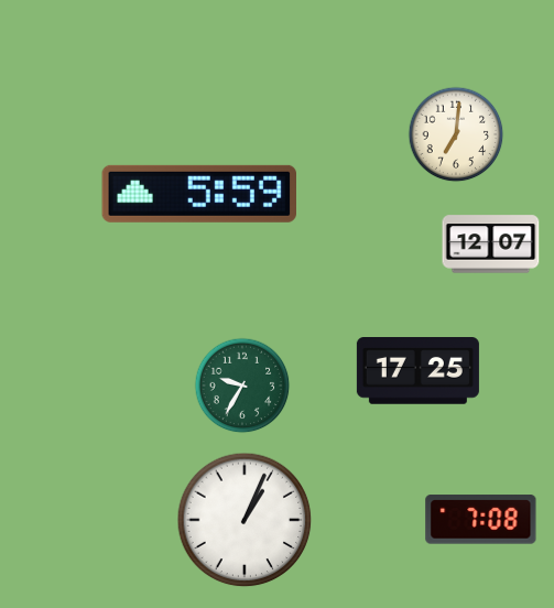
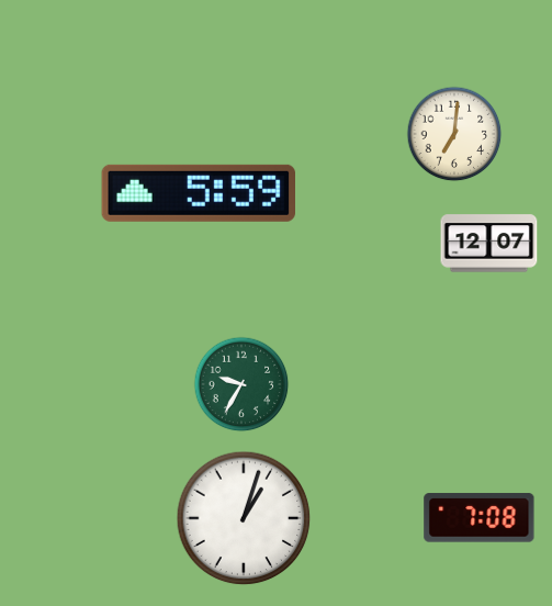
clock at (417, 371): 17:25 -> none
clock at (245, 520): 1:04 -> 1:03
